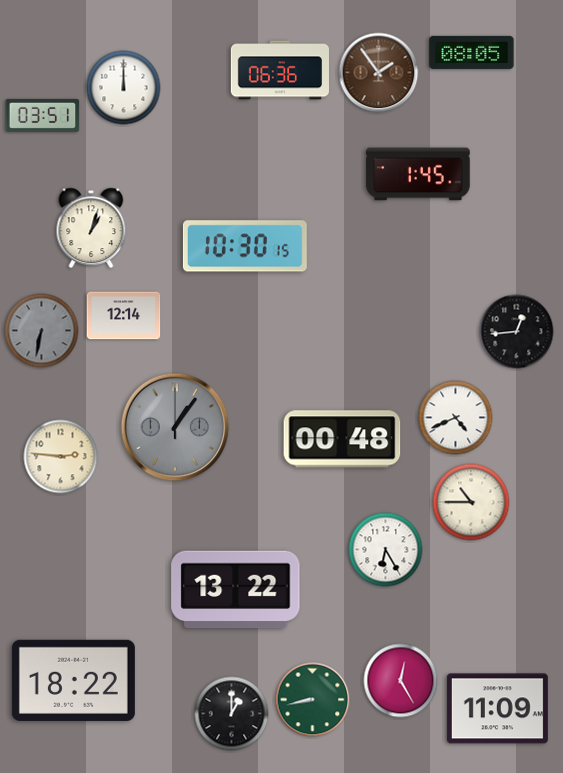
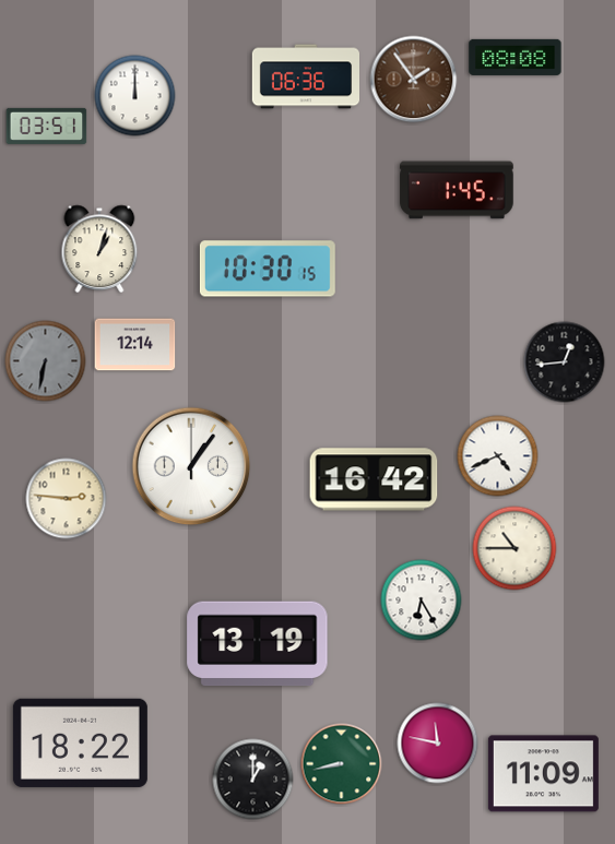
clock at (472, 52): 08:05 -> 08:08
clock at (175, 427) dial: grey -> white
clock at (342, 439): 00:48 -> 16:42
clock at (236, 590): 13:22 -> 13:19
clock at (401, 681): 12:25 -> 11:47
